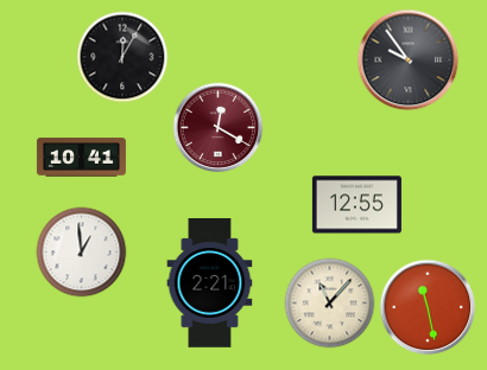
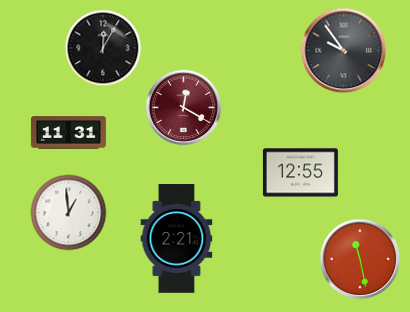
clock at (81, 158): 10:41 -> 11:31
clock at (330, 304): 11:07 -> none
